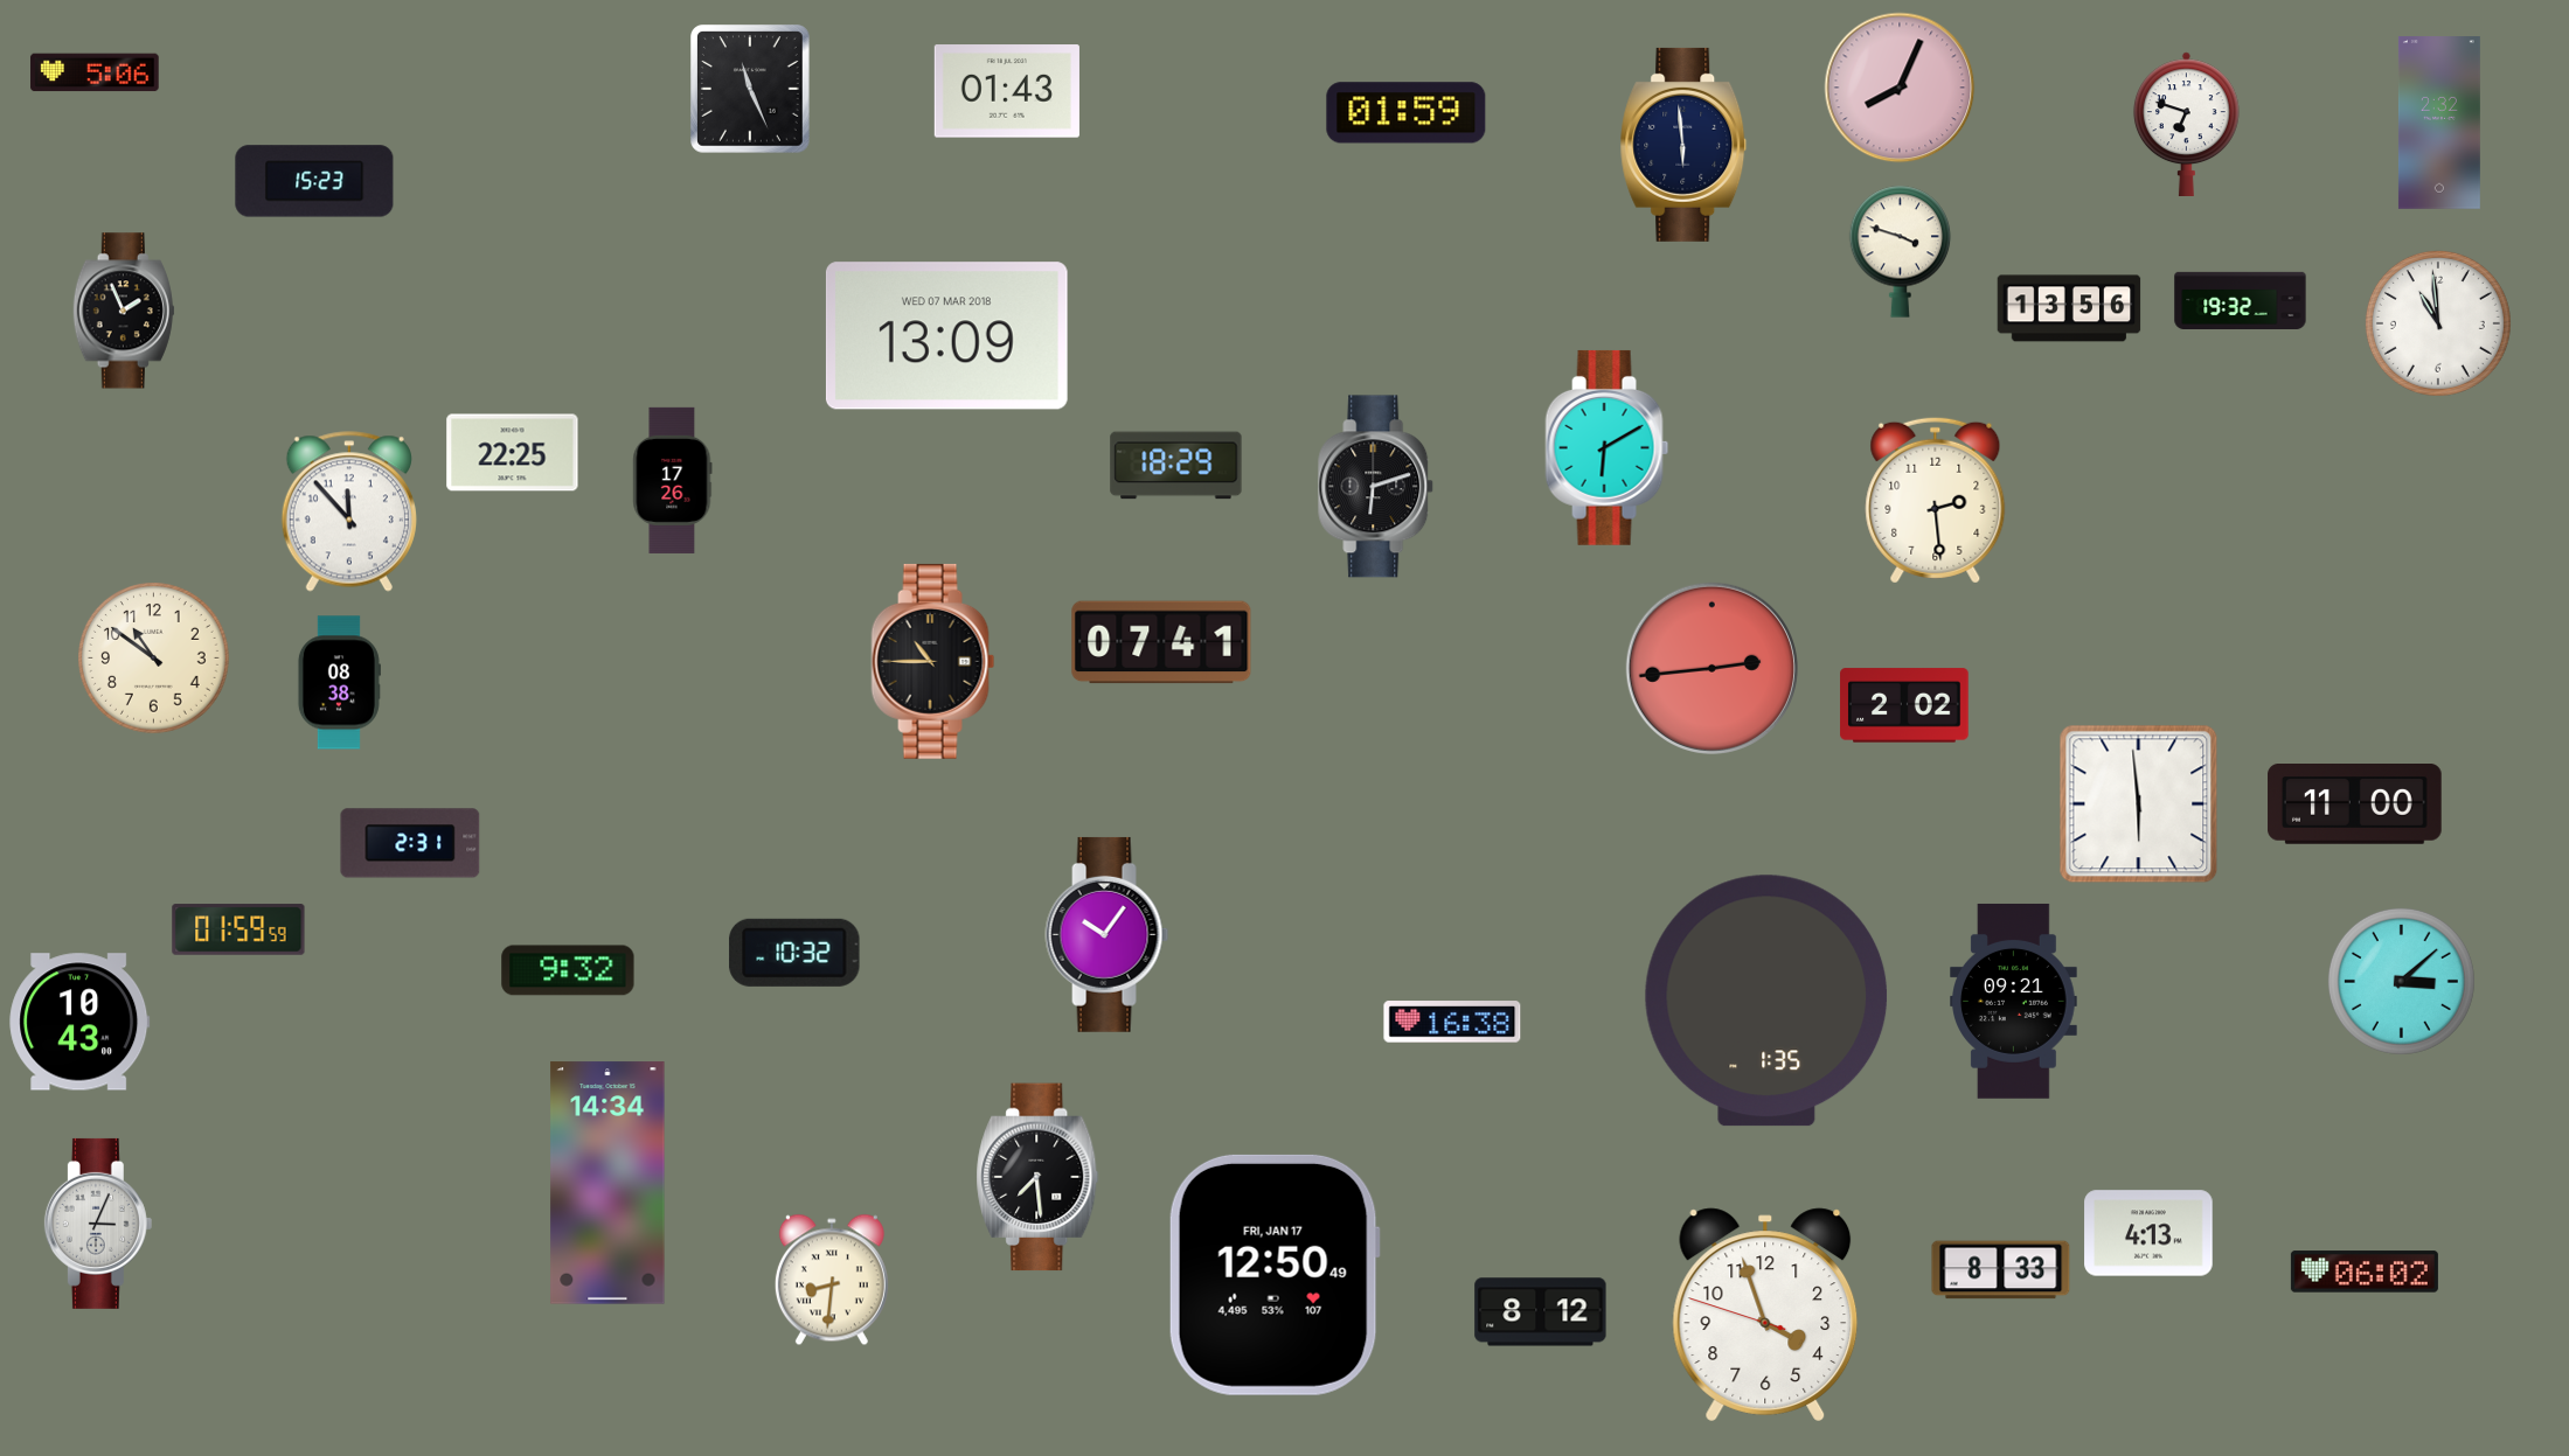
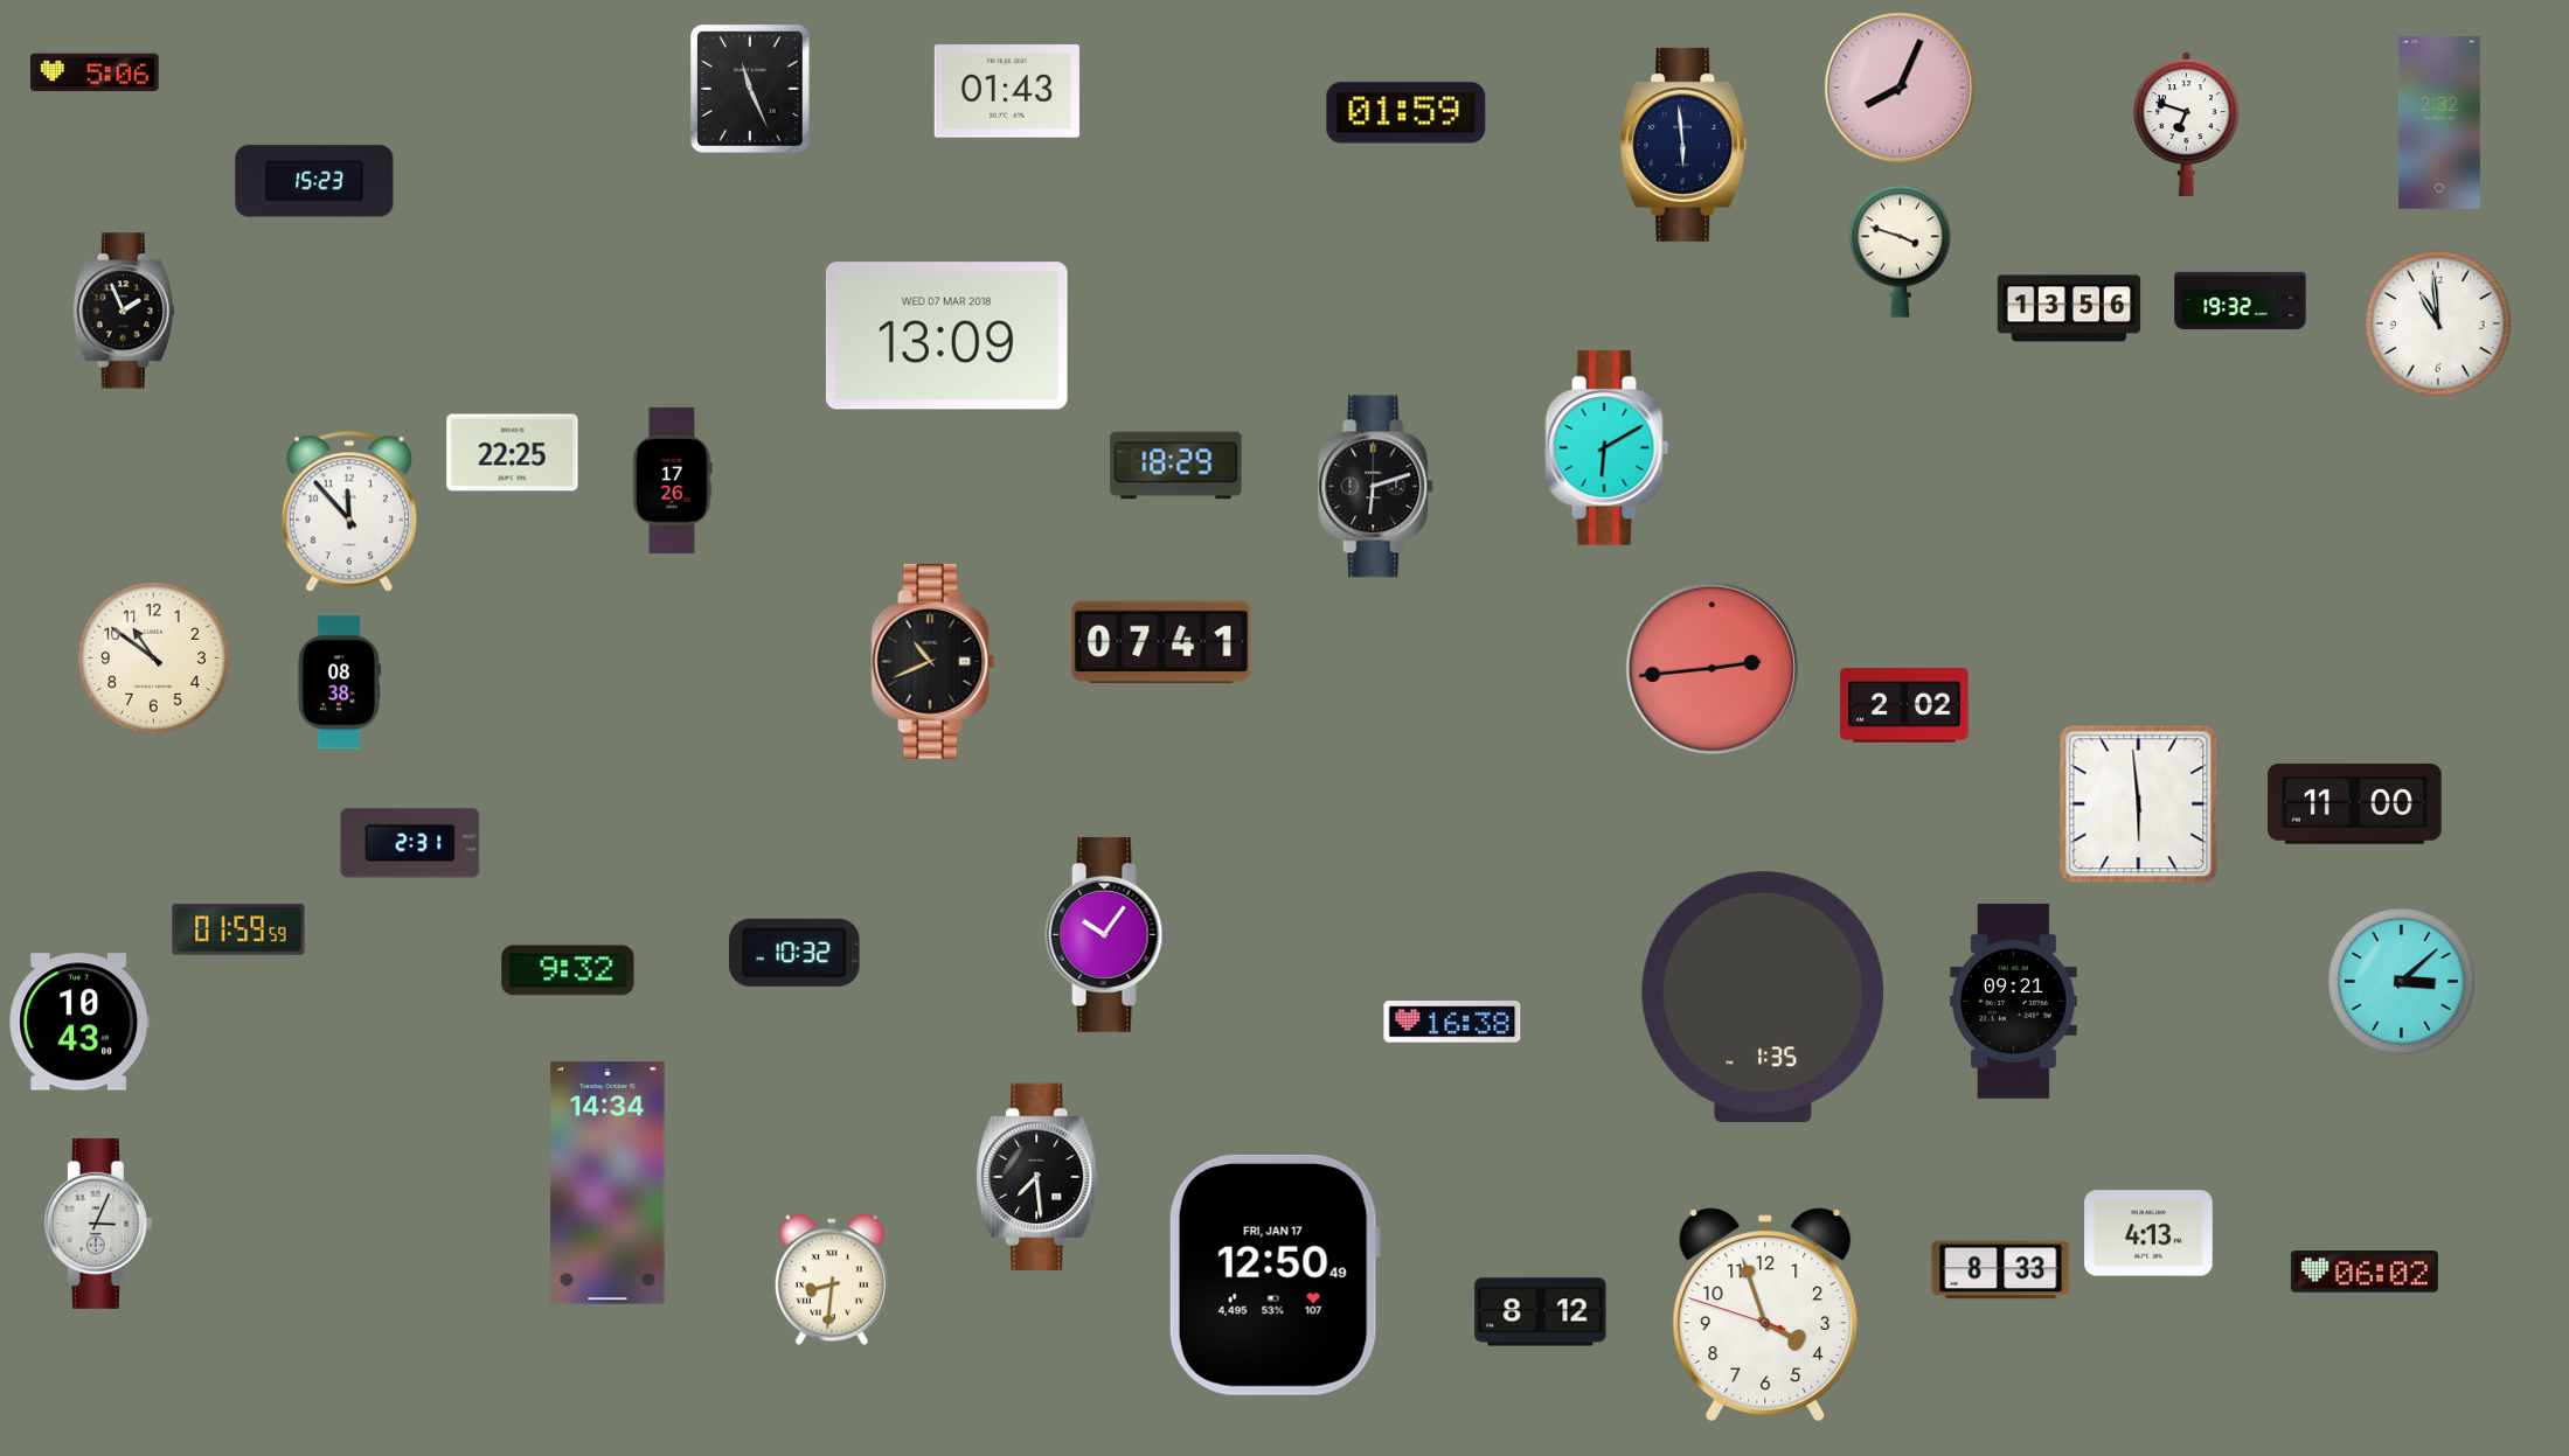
clock at (1936, 500): 2:29 -> none
clock at (933, 661): 10:45 -> 10:41
clock at (1766, 1001) position: (1766, 1001) -> (1763, 997)
